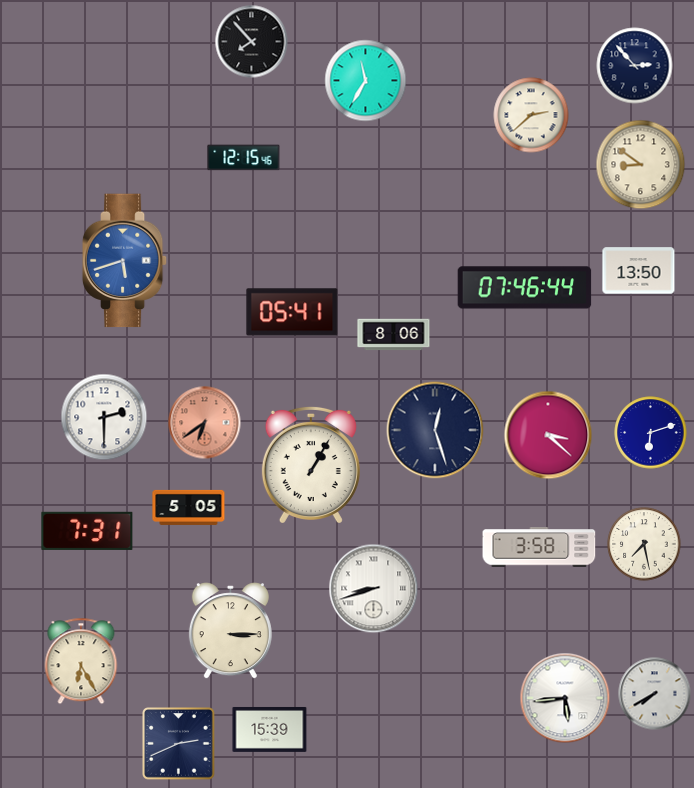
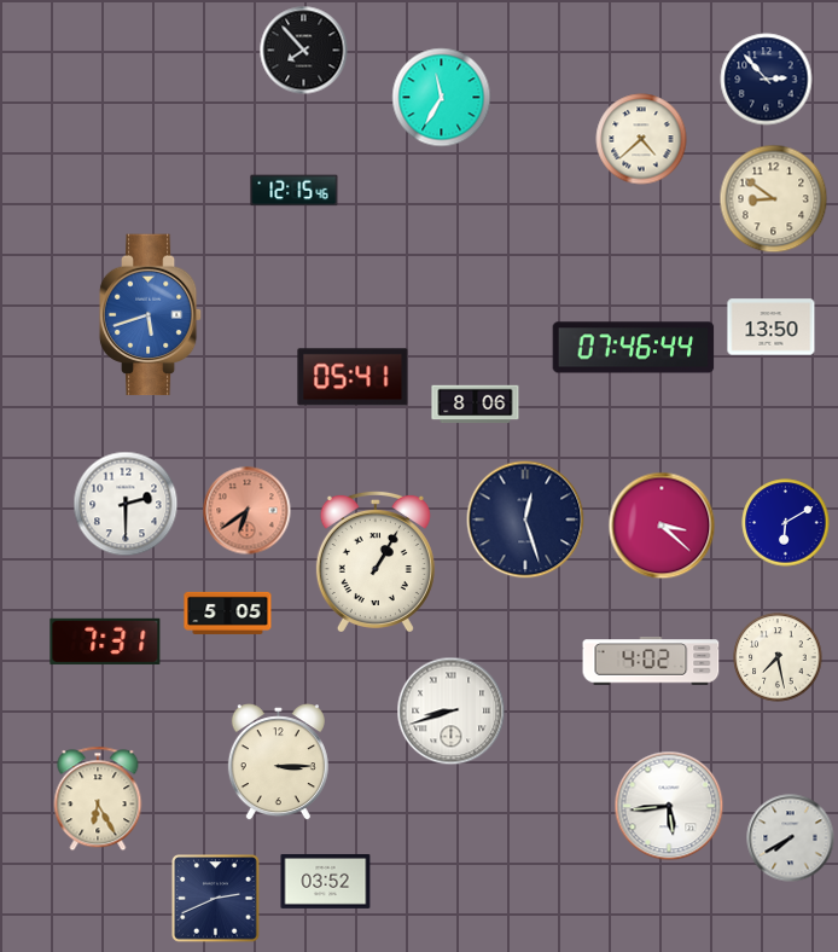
clock at (531, 115): 2:38 -> 4:38
clock at (651, 433): 6:12 -> 6:10
clock at (539, 547): 3:58 -> 4:02
clock at (565, 698) position: (565, 698) -> (669, 806)
clock at (270, 729): 15:39 -> 03:52
